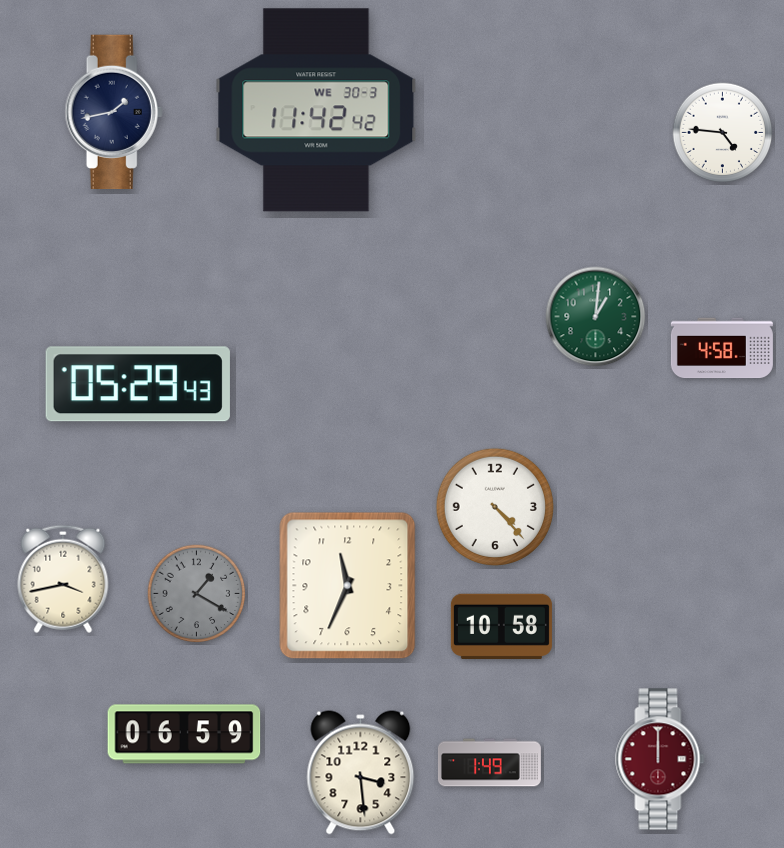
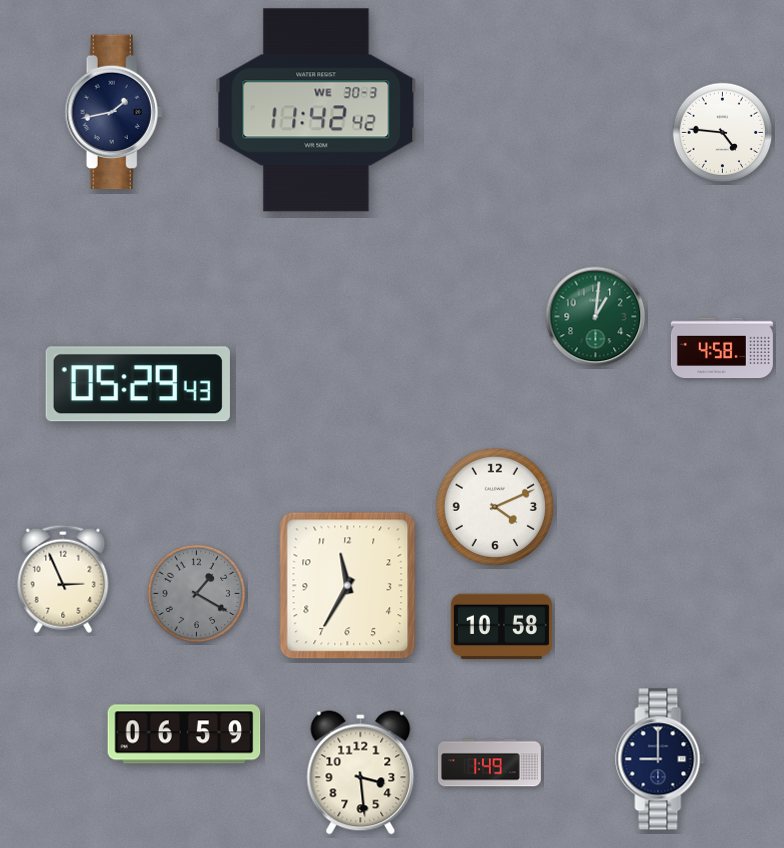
clock at (495, 507): 4:23 -> 4:11
clock at (63, 579): 3:43 -> 2:56
clock at (348, 586): 11:34 -> 11:35
clock at (660, 759): 12:00 -> 9:00
clock at (660, 759) dial: burgundy -> navy
